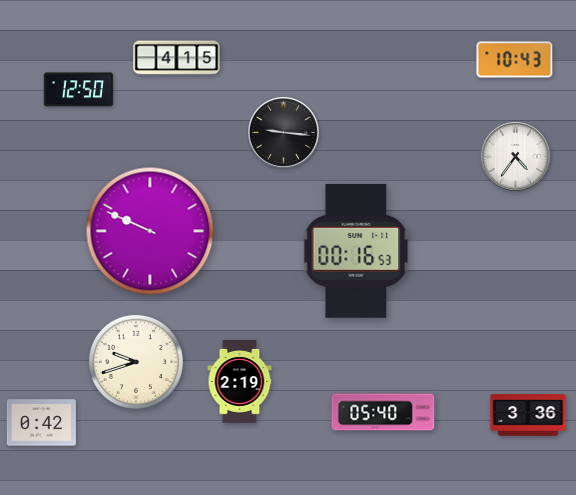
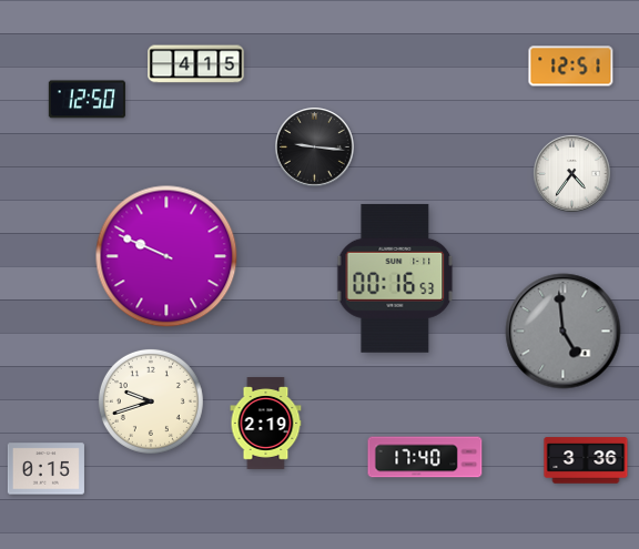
clock at (515, 60): 10:43 -> 12:51
clock at (564, 332): none -> 4:59
clock at (383, 412): 05:40 -> 17:40
clock at (41, 423): 0:42 -> 0:15
